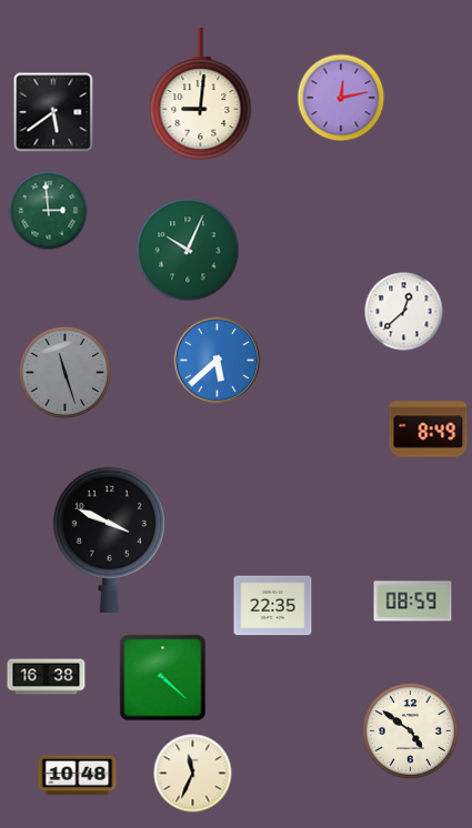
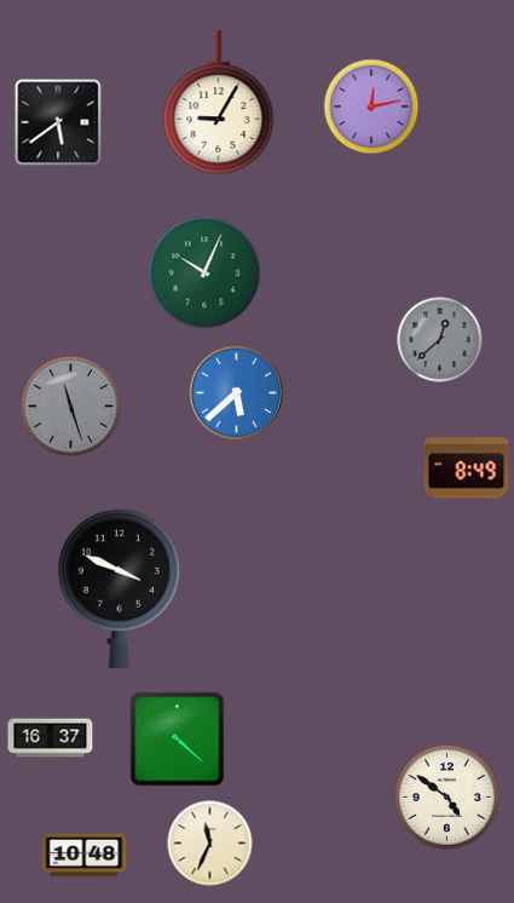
clock at (201, 95): 9:01 -> 9:05
clock at (49, 211): 2:59 -> none
clock at (404, 312) dial: white -> grey
clock at (413, 602): 08:59 -> none
clock at (273, 606): 22:35 -> none
clock at (47, 677): 16:38 -> 16:37
clock at (78, 776) position: (78, 776) -> (85, 856)
